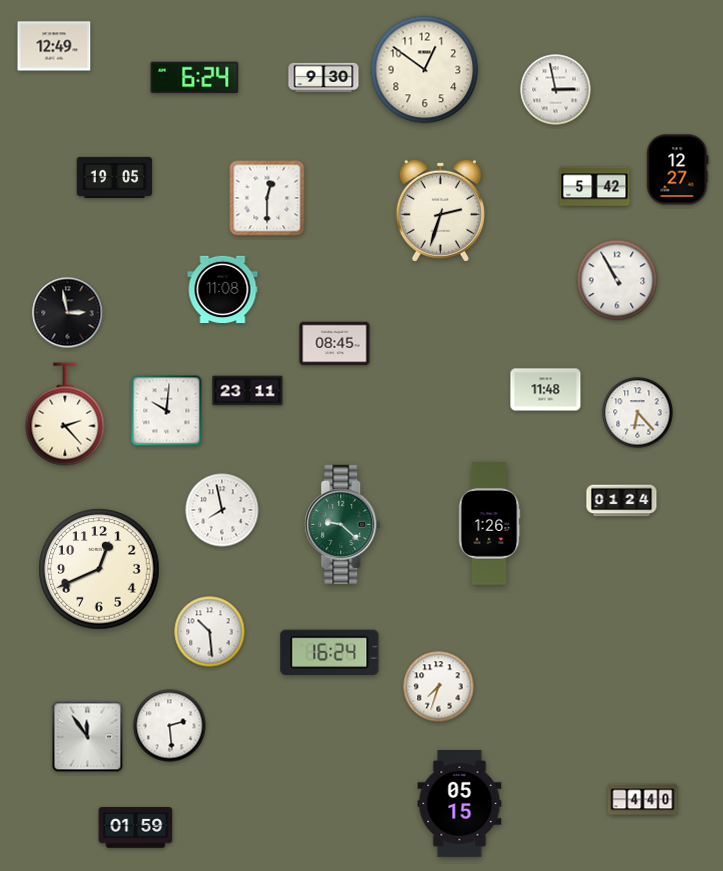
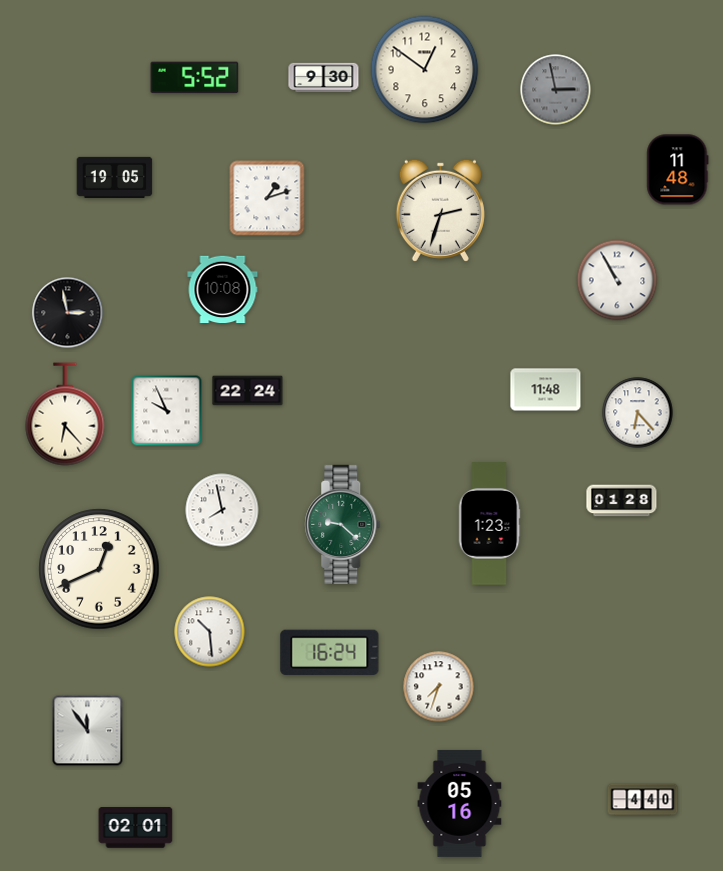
clock at (54, 46): 12:49 -> none
clock at (195, 78): 6:24 -> 5:52
clock at (556, 90) dial: white -> grey
clock at (678, 170): 12:27 -> 11:48
clock at (595, 187): 5:42 -> none
clock at (267, 198): 12:30 -> 1:12
clock at (223, 290): 11:08 -> 10:08
clock at (335, 344): 08:45 -> none
clock at (248, 391): 23:11 -> 22:24
clock at (167, 411): 10:01 -> 9:56
clock at (65, 414): 2:23 -> 6:23
clock at (622, 501): 01:24 -> 01:28
clock at (489, 524): 1:26 -> 1:23
clock at (170, 726): 2:29 -> none
clock at (88, 737) position: (88, 737) -> (88, 731)
clock at (460, 803): 05:15 -> 05:16
clock at (136, 828): 01:59 -> 02:01
